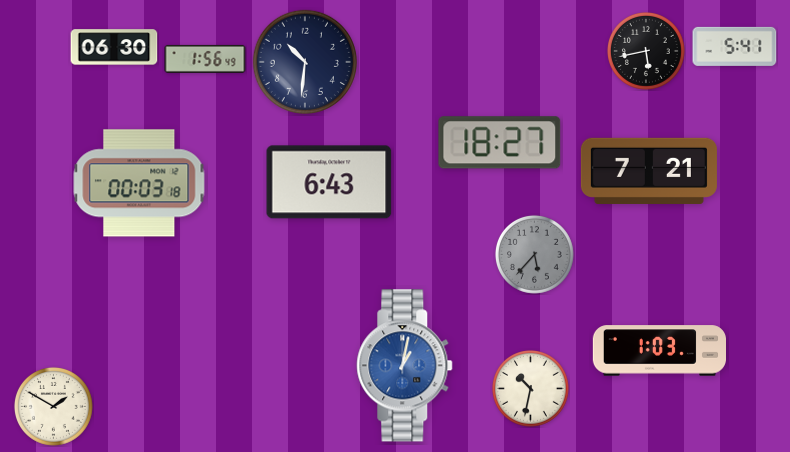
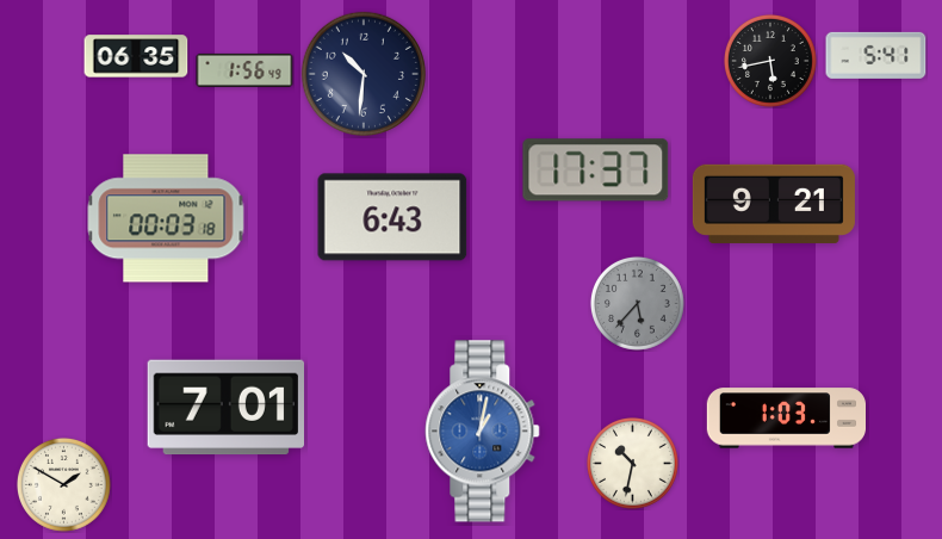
clock at (114, 47): 06:30 -> 06:35
clock at (500, 143): 18:27 -> 17:37
clock at (649, 171): 7:21 -> 9:21
clock at (225, 408): none -> 7:01
clock at (405, 366) position: (405, 366) -> (483, 432)
